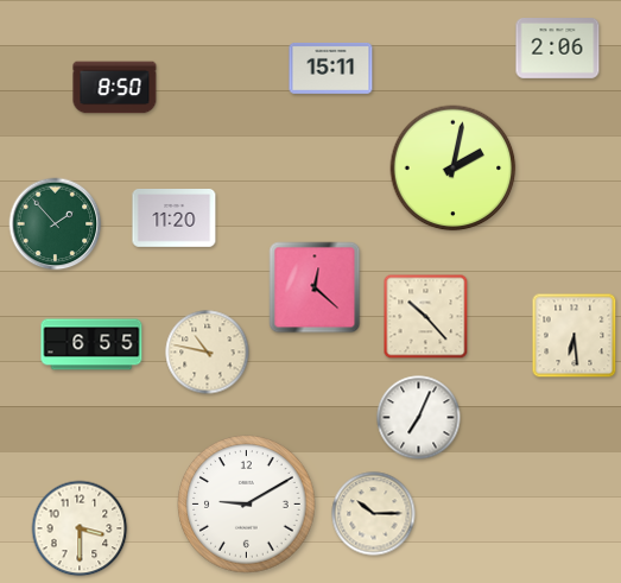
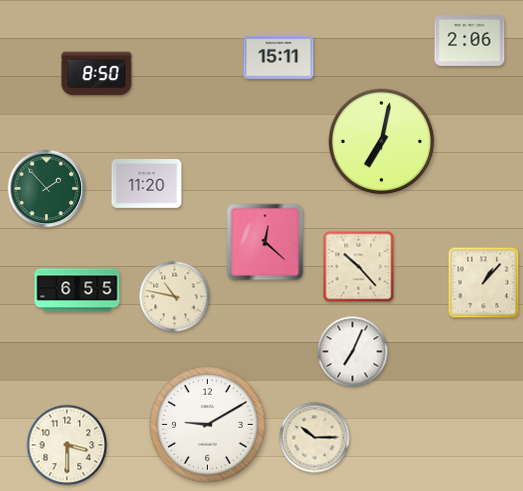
clock at (454, 169): 2:02 -> 7:02
clock at (575, 336): 6:29 -> 1:07
clock at (374, 514) position: (374, 514) -> (315, 438)
